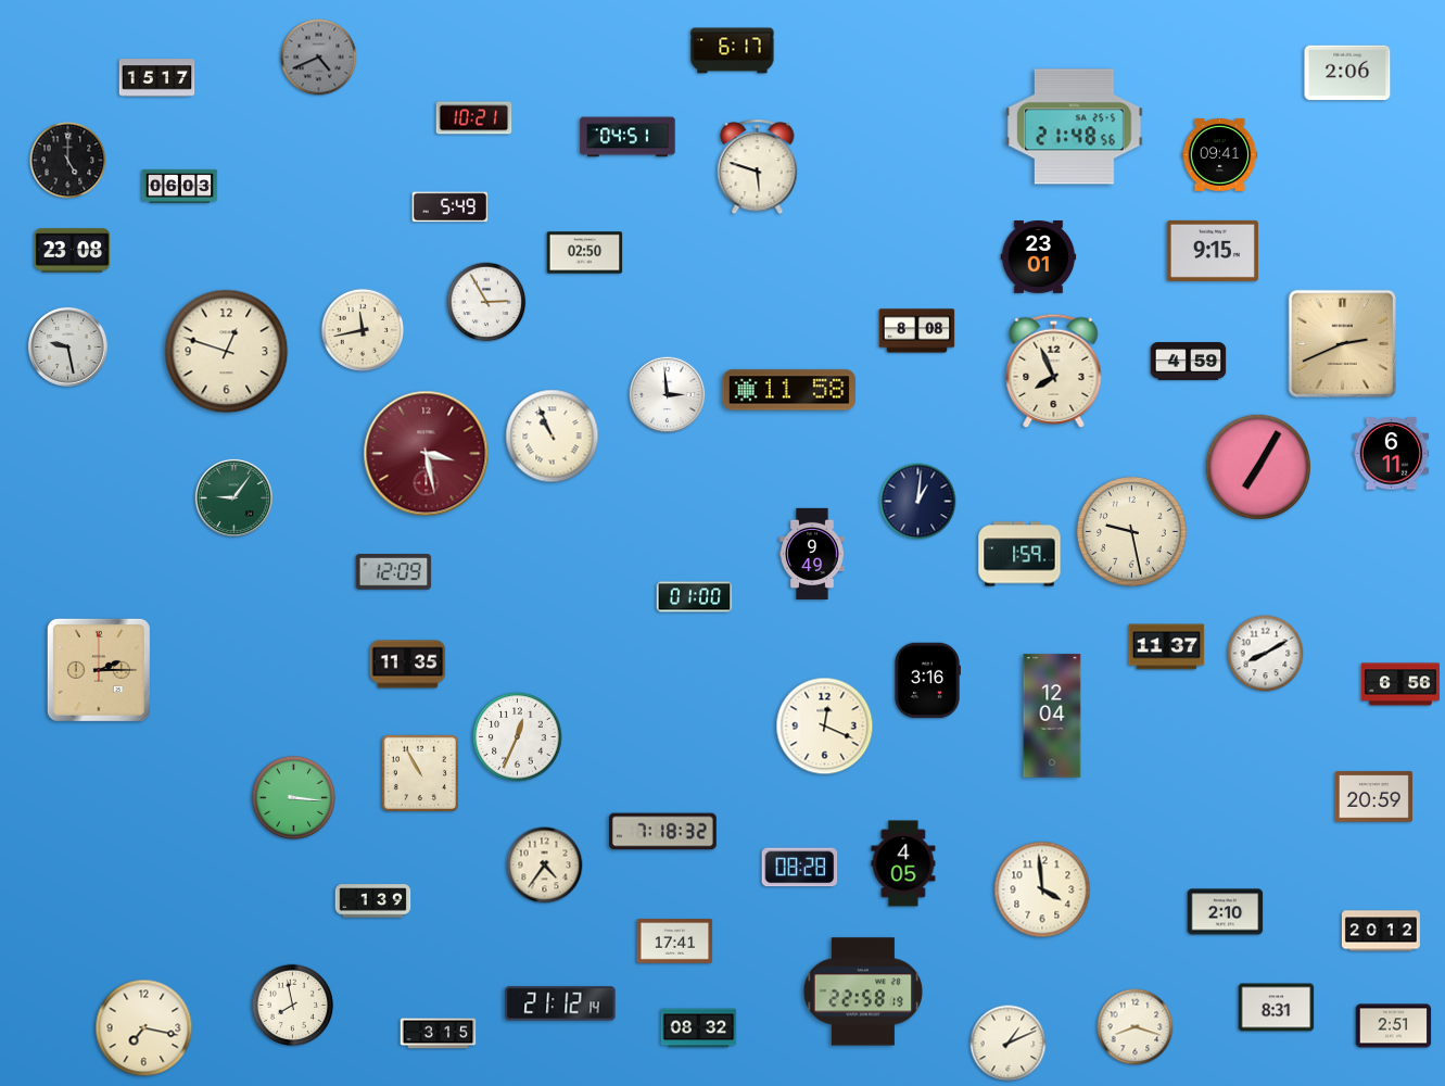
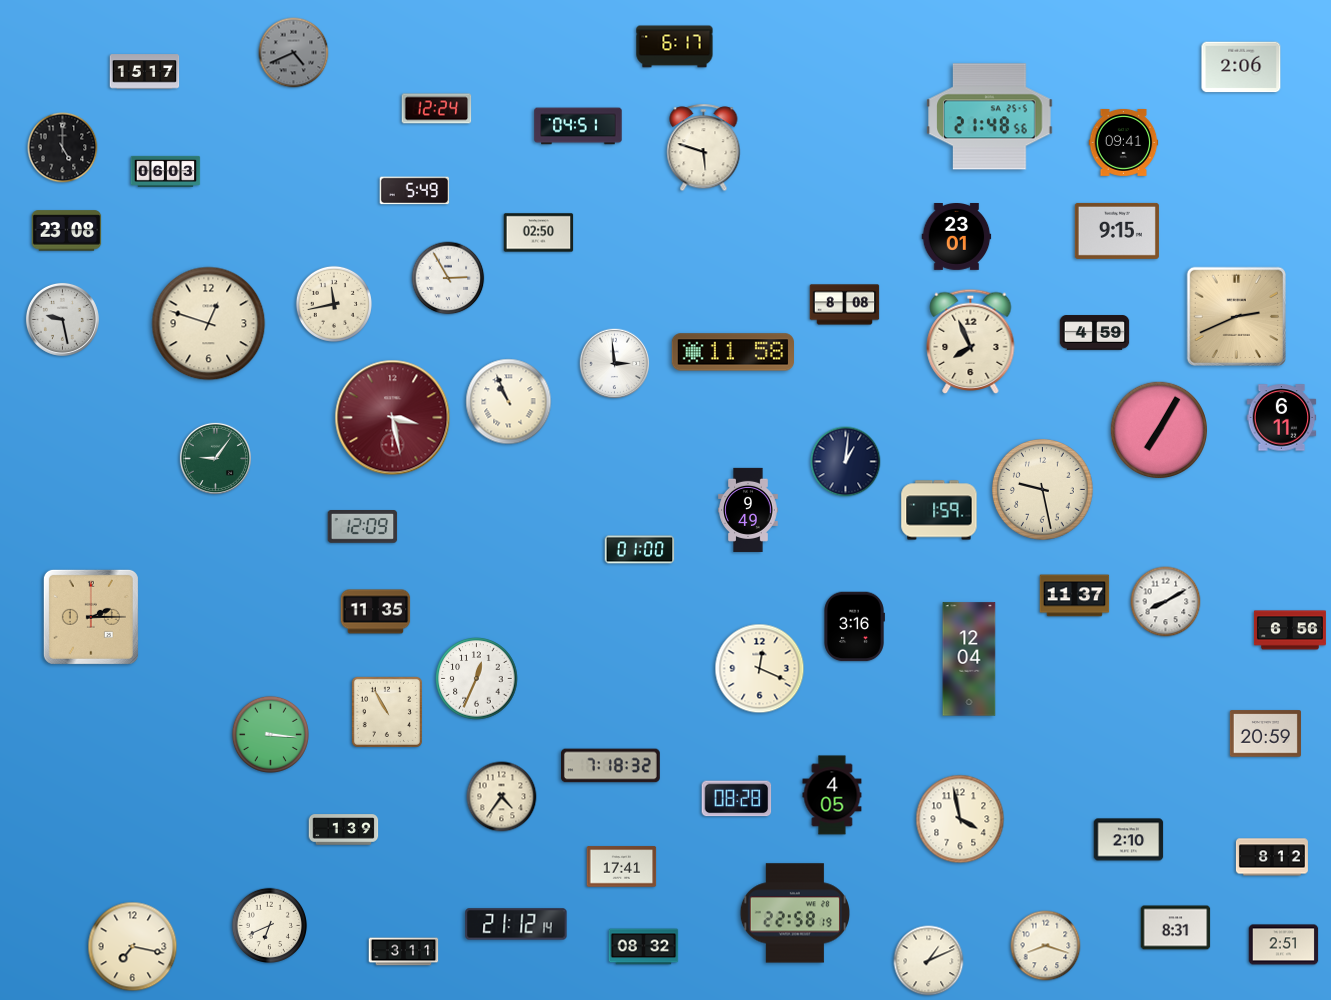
clock at (474, 118): 10:21 -> 12:24
clock at (758, 167) position: (758, 167) -> (704, 148)
clock at (788, 390) position: (788, 390) -> (732, 352)
clock at (1042, 889): 3:59 -> 3:58
clock at (1381, 931): 20:12 -> 8:12
clock at (293, 1006): 7:58 -> 6:41
clock at (439, 1034): 3:15 -> 3:11
